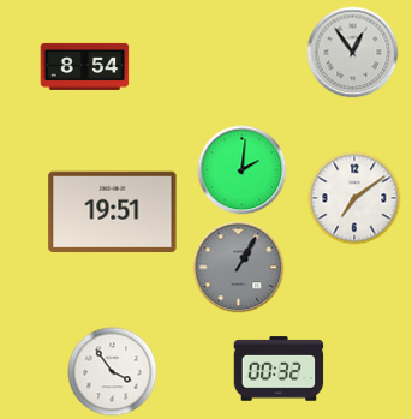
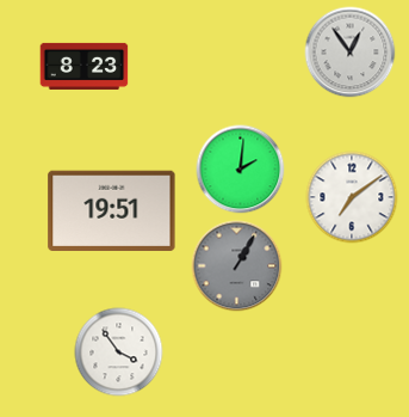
clock at (85, 66): 8:54 -> 8:23
clock at (279, 369): 00:32 -> none
clock at (113, 372) position: (113, 372) -> (119, 352)
